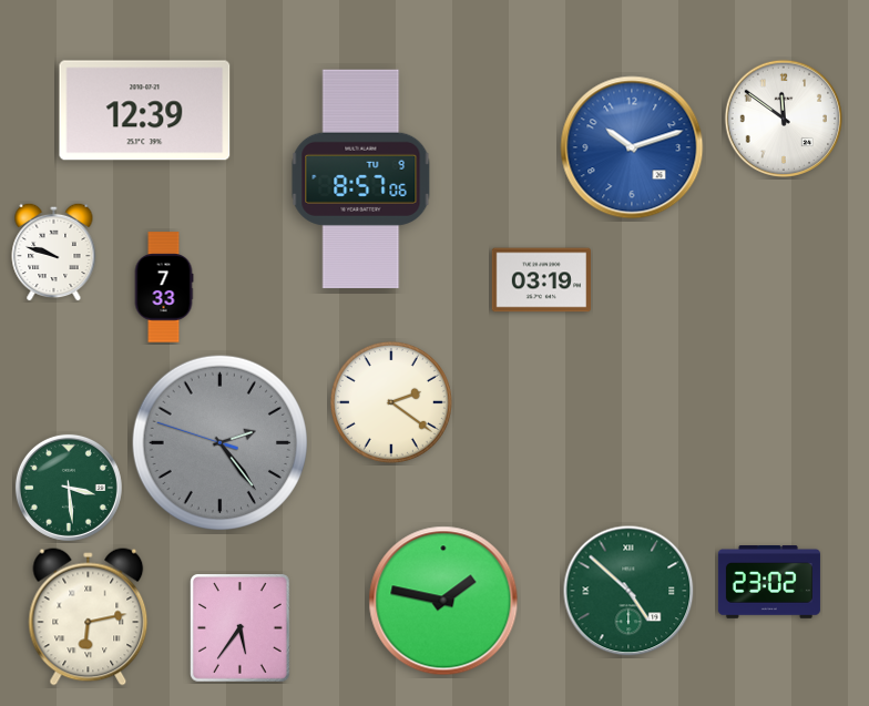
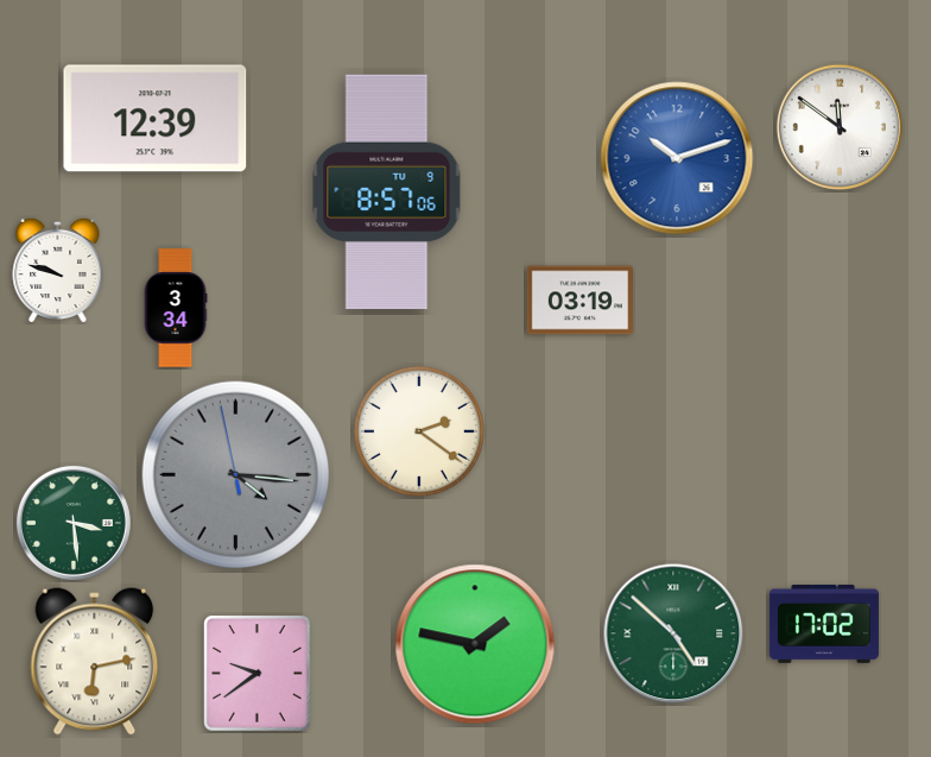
clock at (164, 287): 7:33 -> 3:34
clock at (219, 442): 2:23 -> 4:15
clock at (769, 583): 23:02 -> 17:02
clock at (241, 628): 5:36 -> 9:39
